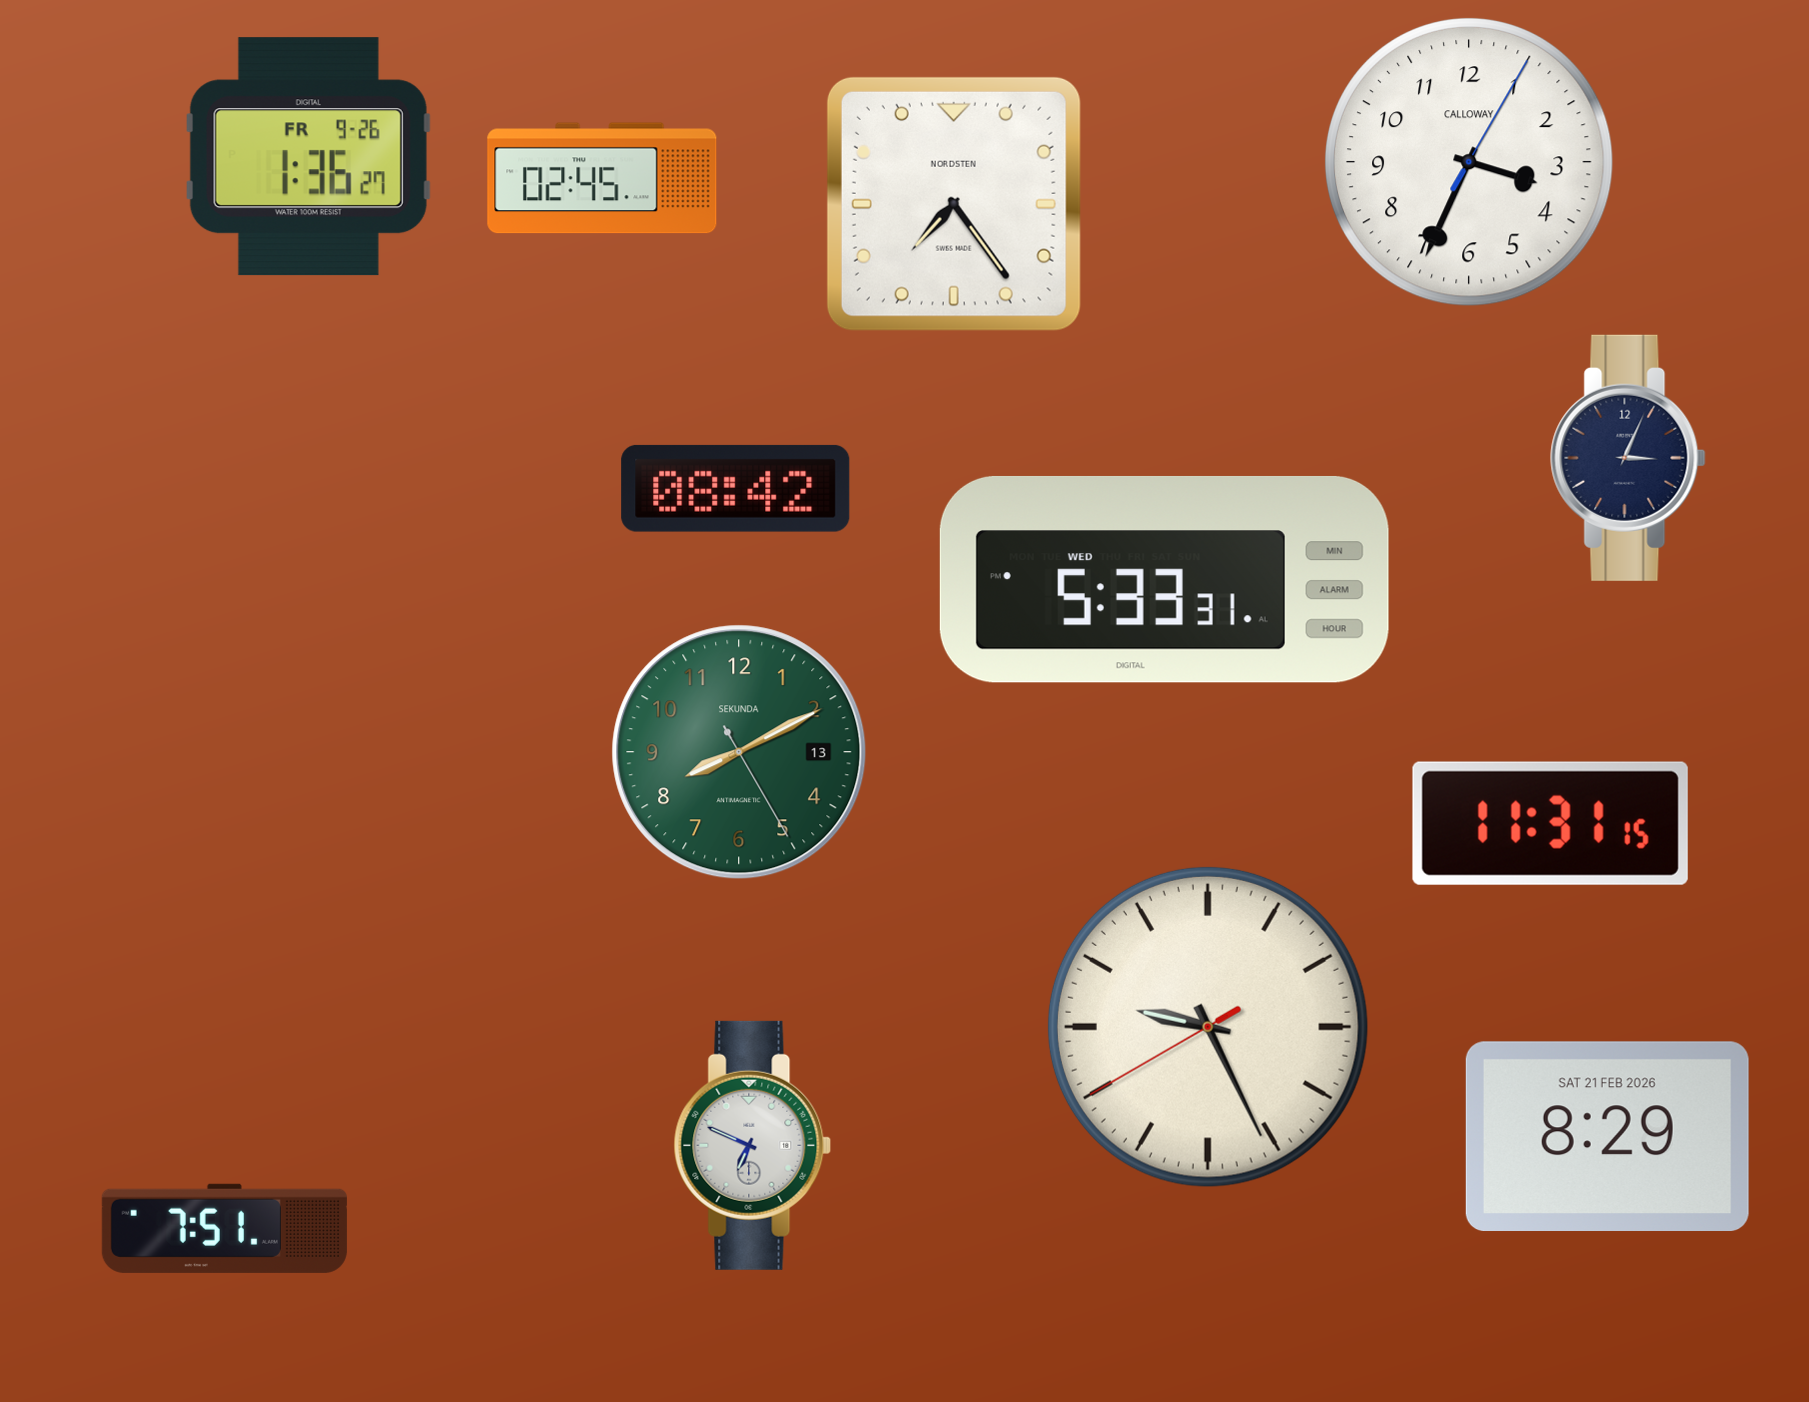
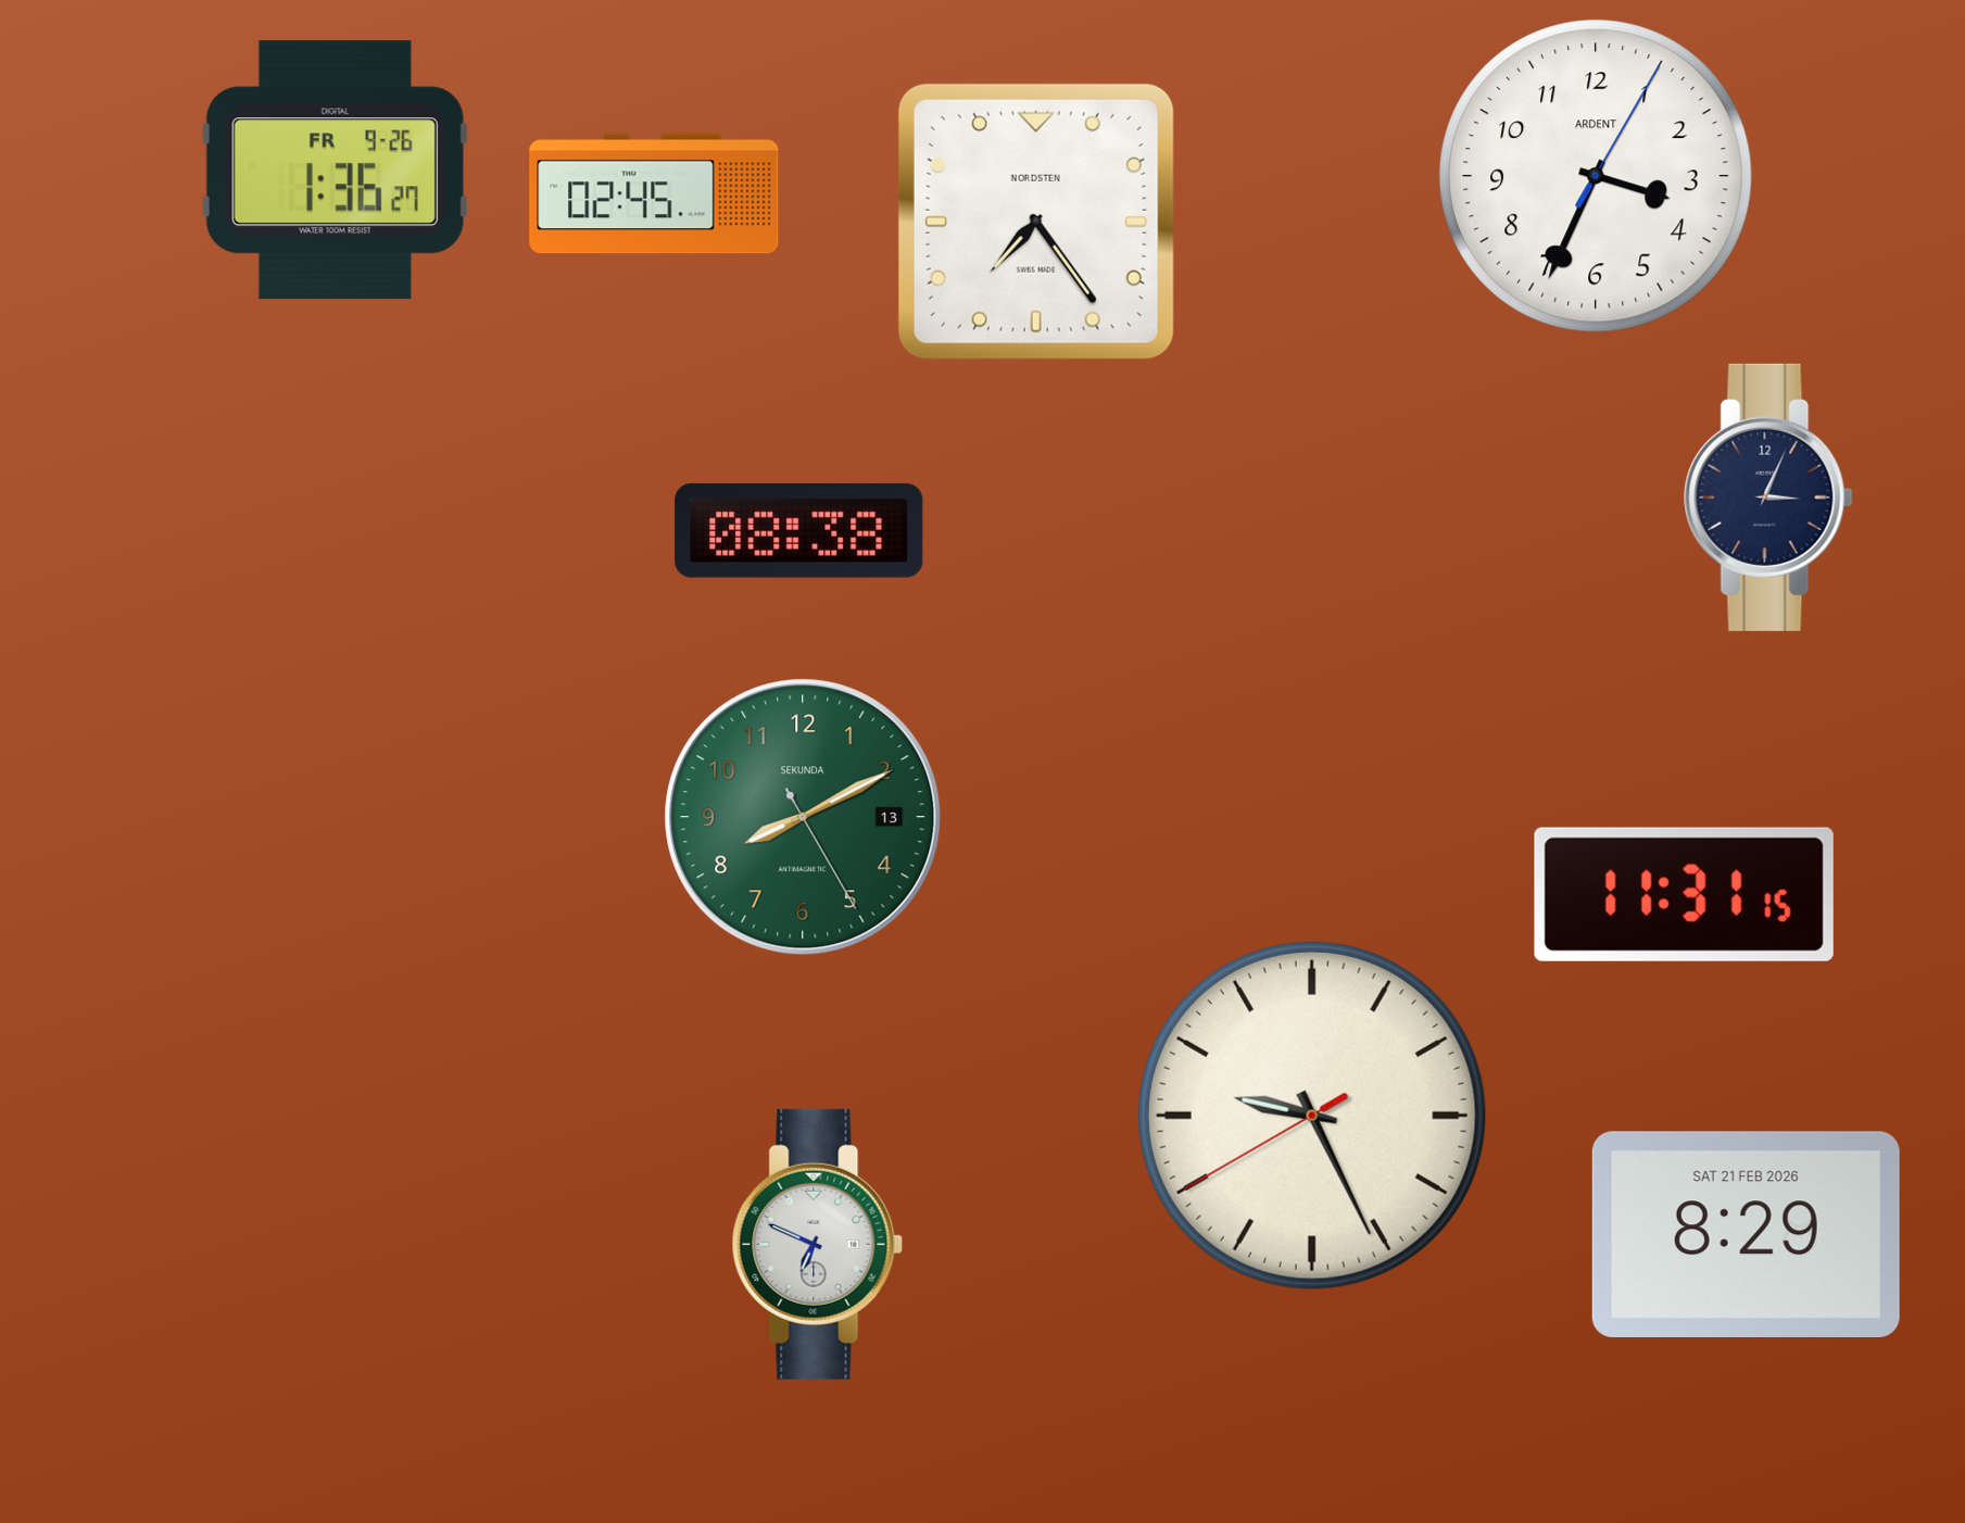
clock at (1469, 162) brand: CALLOWAY -> ARDENT
clock at (736, 488): 08:42 -> 08:38
clock at (1164, 579): 5:33 -> none
clock at (224, 1228): 7:51 -> none
